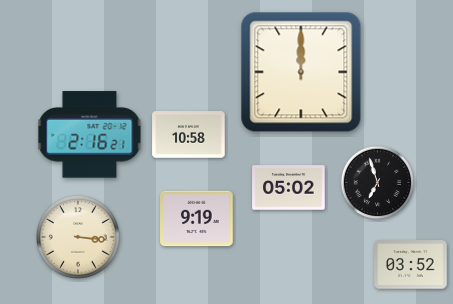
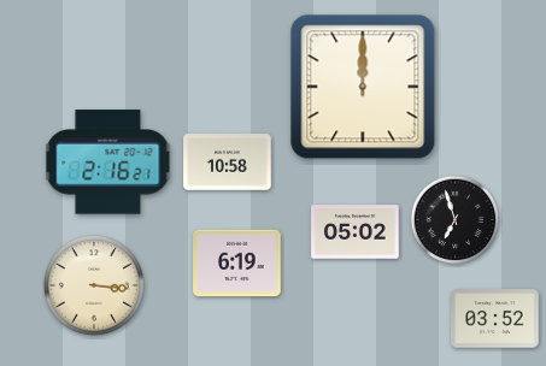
clock at (289, 188) position: (289, 188) -> (356, 232)
clock at (197, 219): 9:19 -> 6:19
